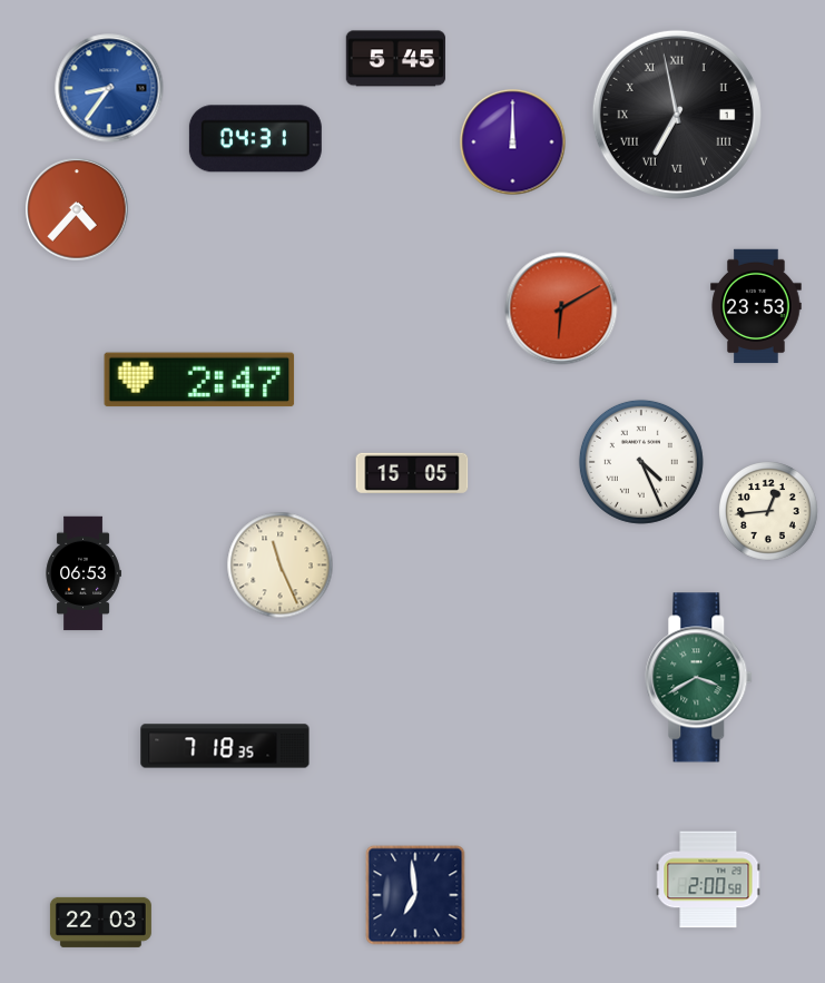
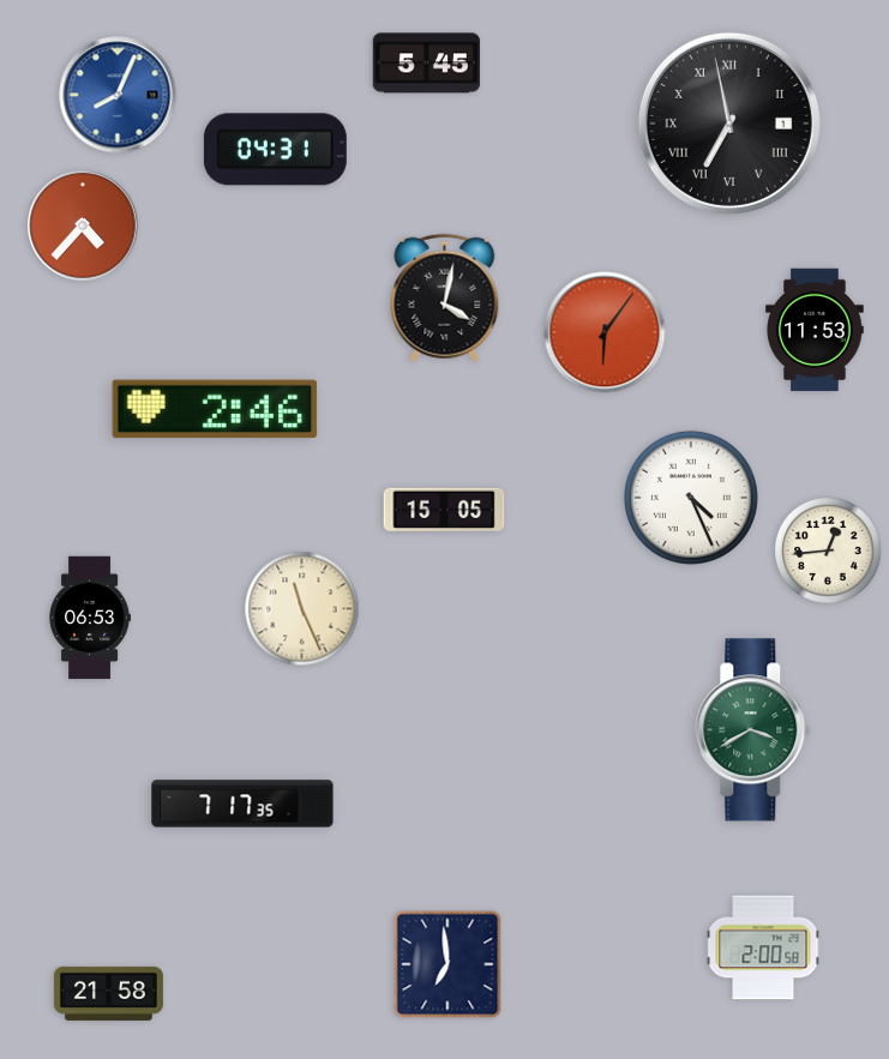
clock at (109, 88): 8:36 -> 8:04
clock at (513, 142): 12:00 -> none
clock at (445, 299): none -> 4:02
clock at (756, 306): 23:53 -> 11:53
clock at (561, 308): 6:10 -> 6:06
clock at (199, 380): 2:47 -> 2:46
clock at (225, 746): 7:18 -> 7:17
clock at (100, 922): 22:03 -> 21:58
